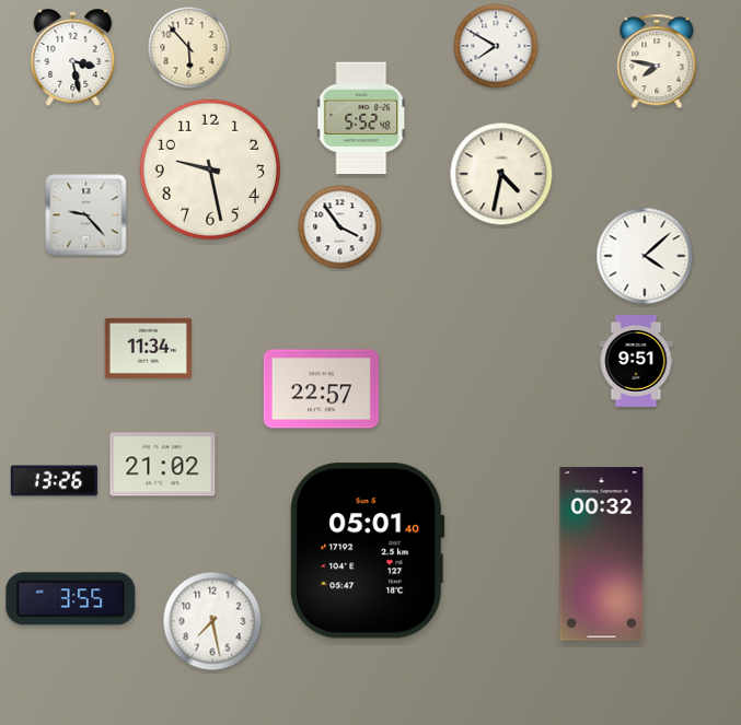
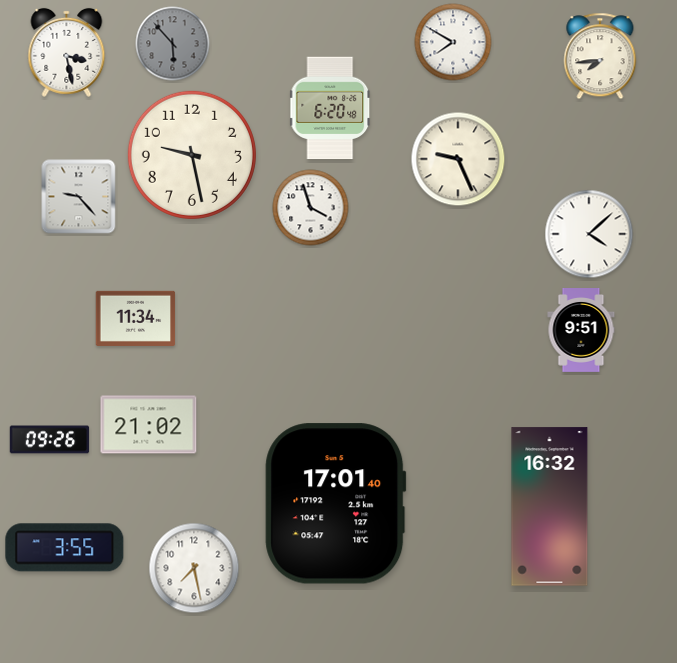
clock at (189, 48) dial: cream -> grey
clock at (657, 61): 7:47 -> 7:44
clock at (362, 118): 5:52 -> 6:20
clock at (501, 174): 4:32 -> 9:26
clock at (340, 227): 3:54 -> 3:57
clock at (321, 389): 22:57 -> none
clock at (55, 481): 13:26 -> 09:26
clock at (368, 551): 05:01 -> 17:01
clock at (602, 554): 00:32 -> 16:32
